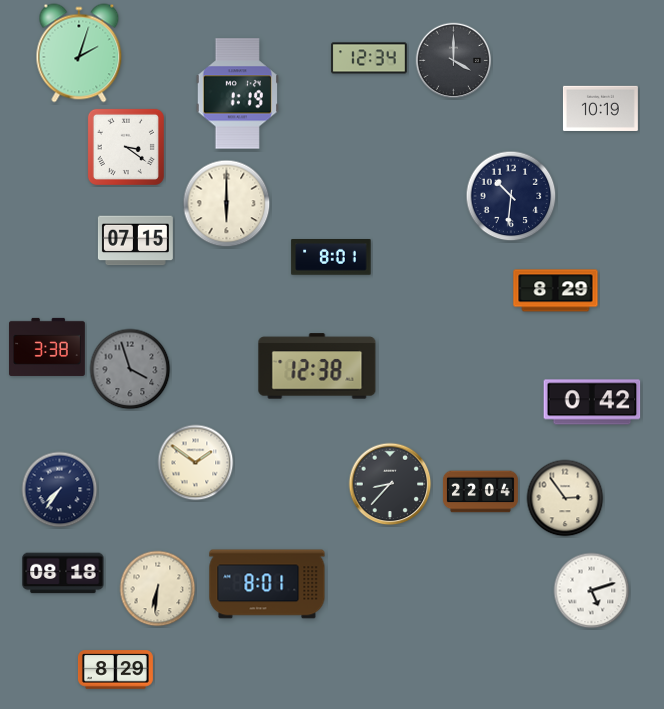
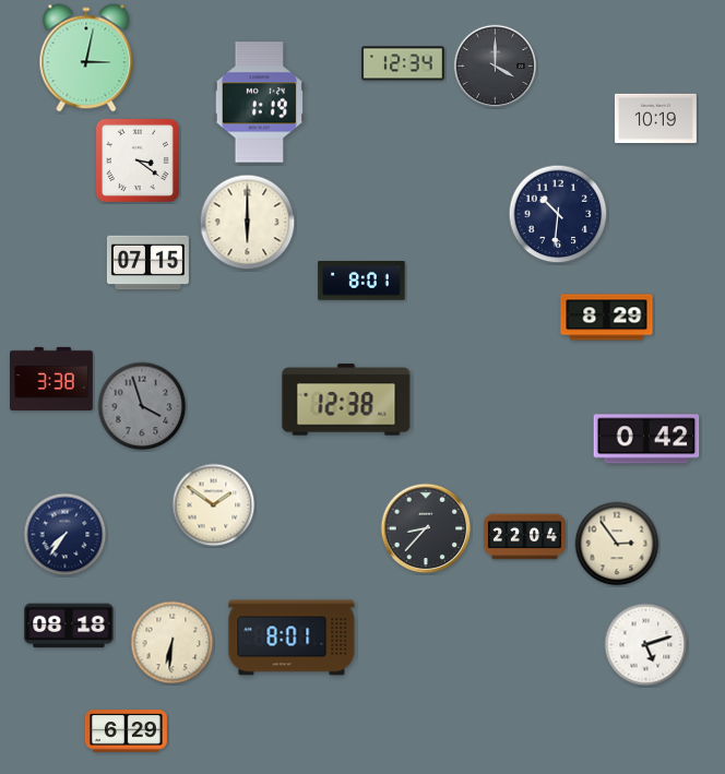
clock at (79, 53): 2:03 -> 3:02
clock at (130, 369) position: (130, 369) -> (142, 406)
clock at (115, 670): 8:29 -> 6:29
